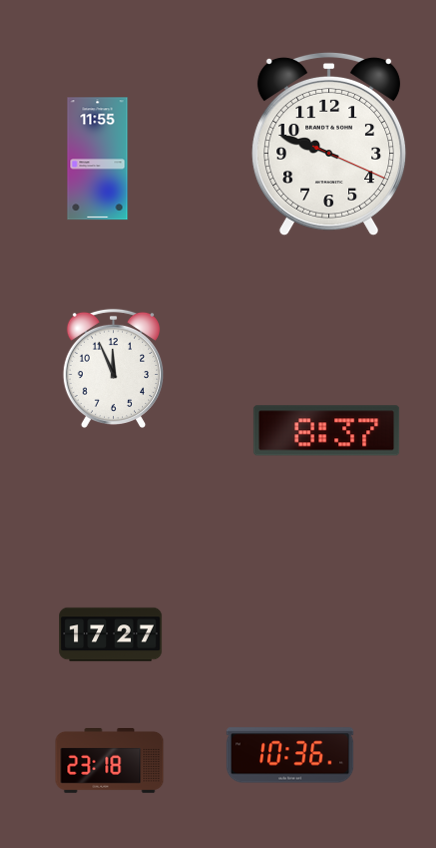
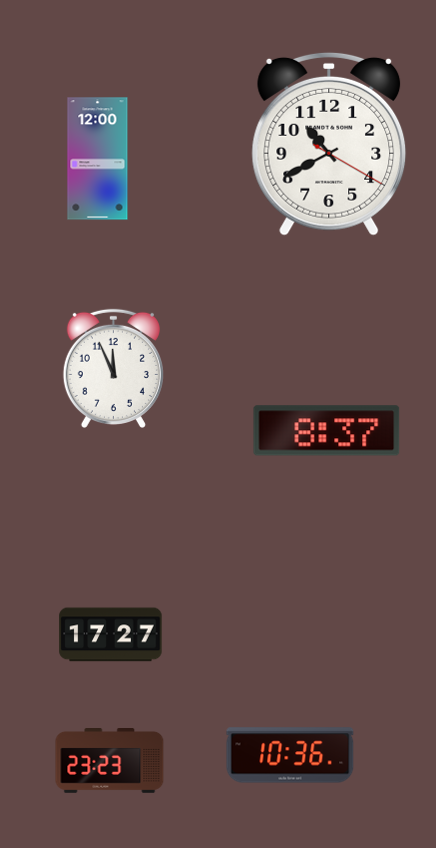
clock at (329, 144): 9:48 -> 10:40
clock at (98, 159): 11:55 -> 12:00
clock at (110, 761): 23:18 -> 23:23
